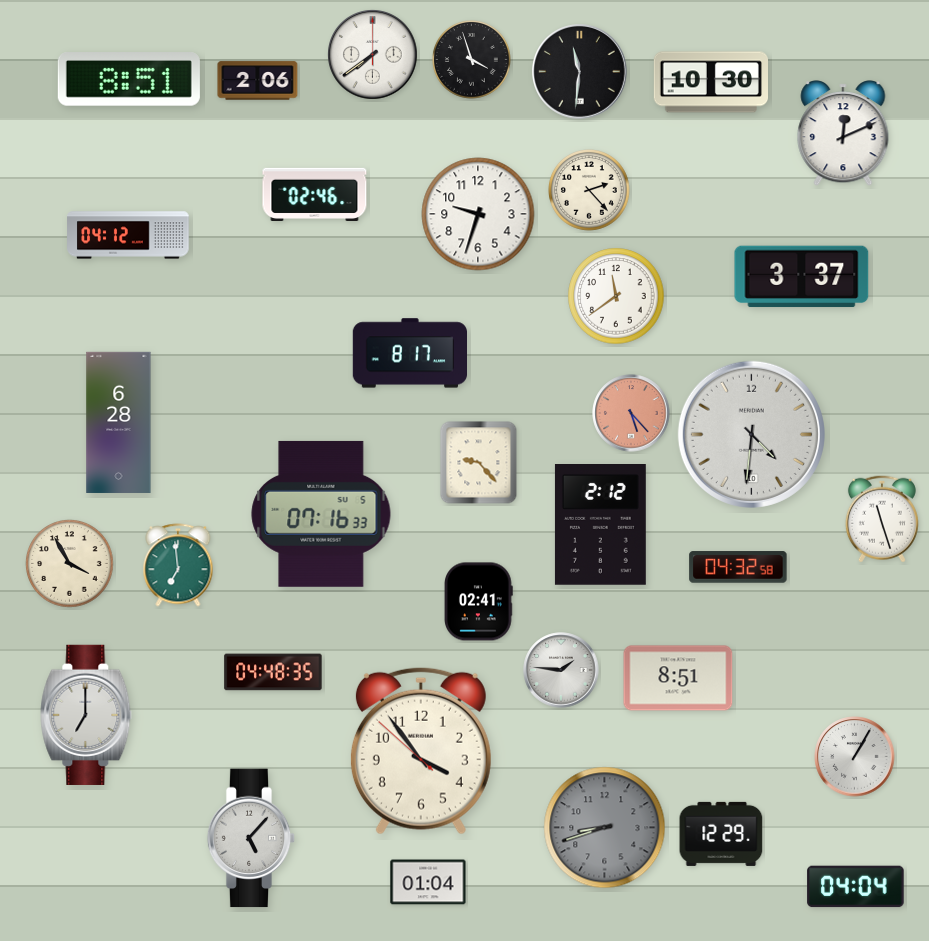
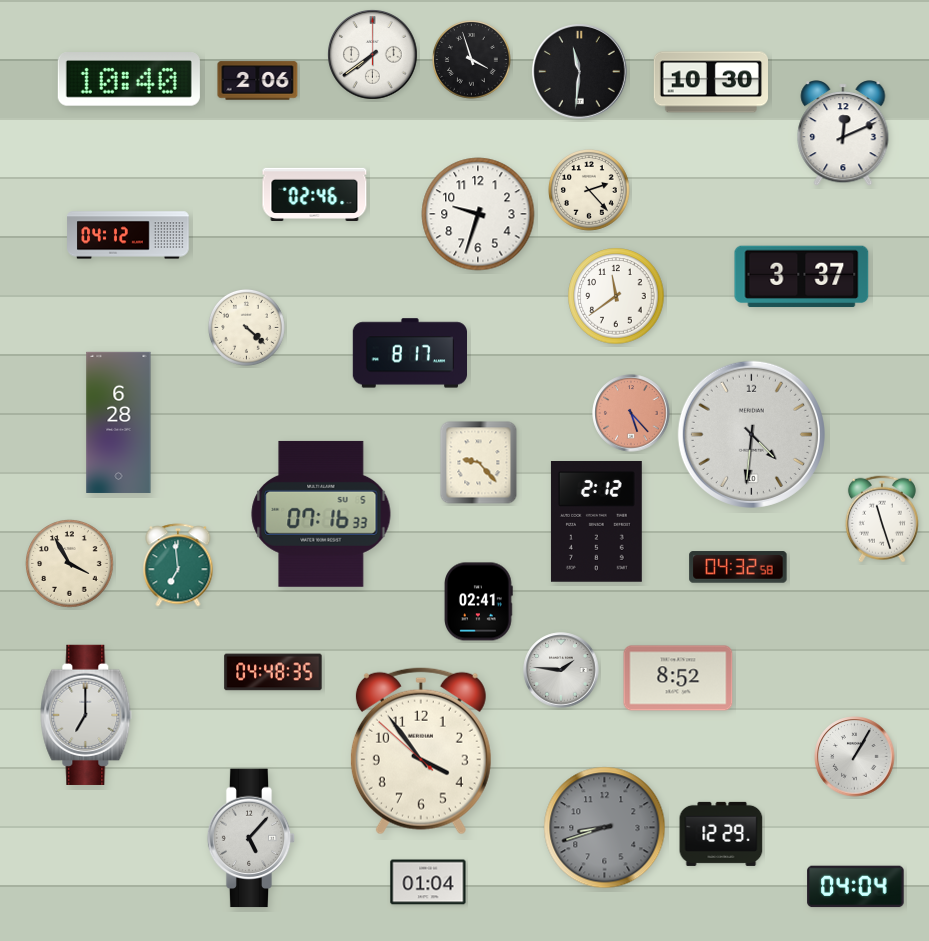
clock at (129, 79): 8:51 -> 10:40
clock at (246, 327): none -> 4:22
clock at (600, 525) position: (600, 525) -> (596, 522)
clock at (678, 678): 8:51 -> 8:52
